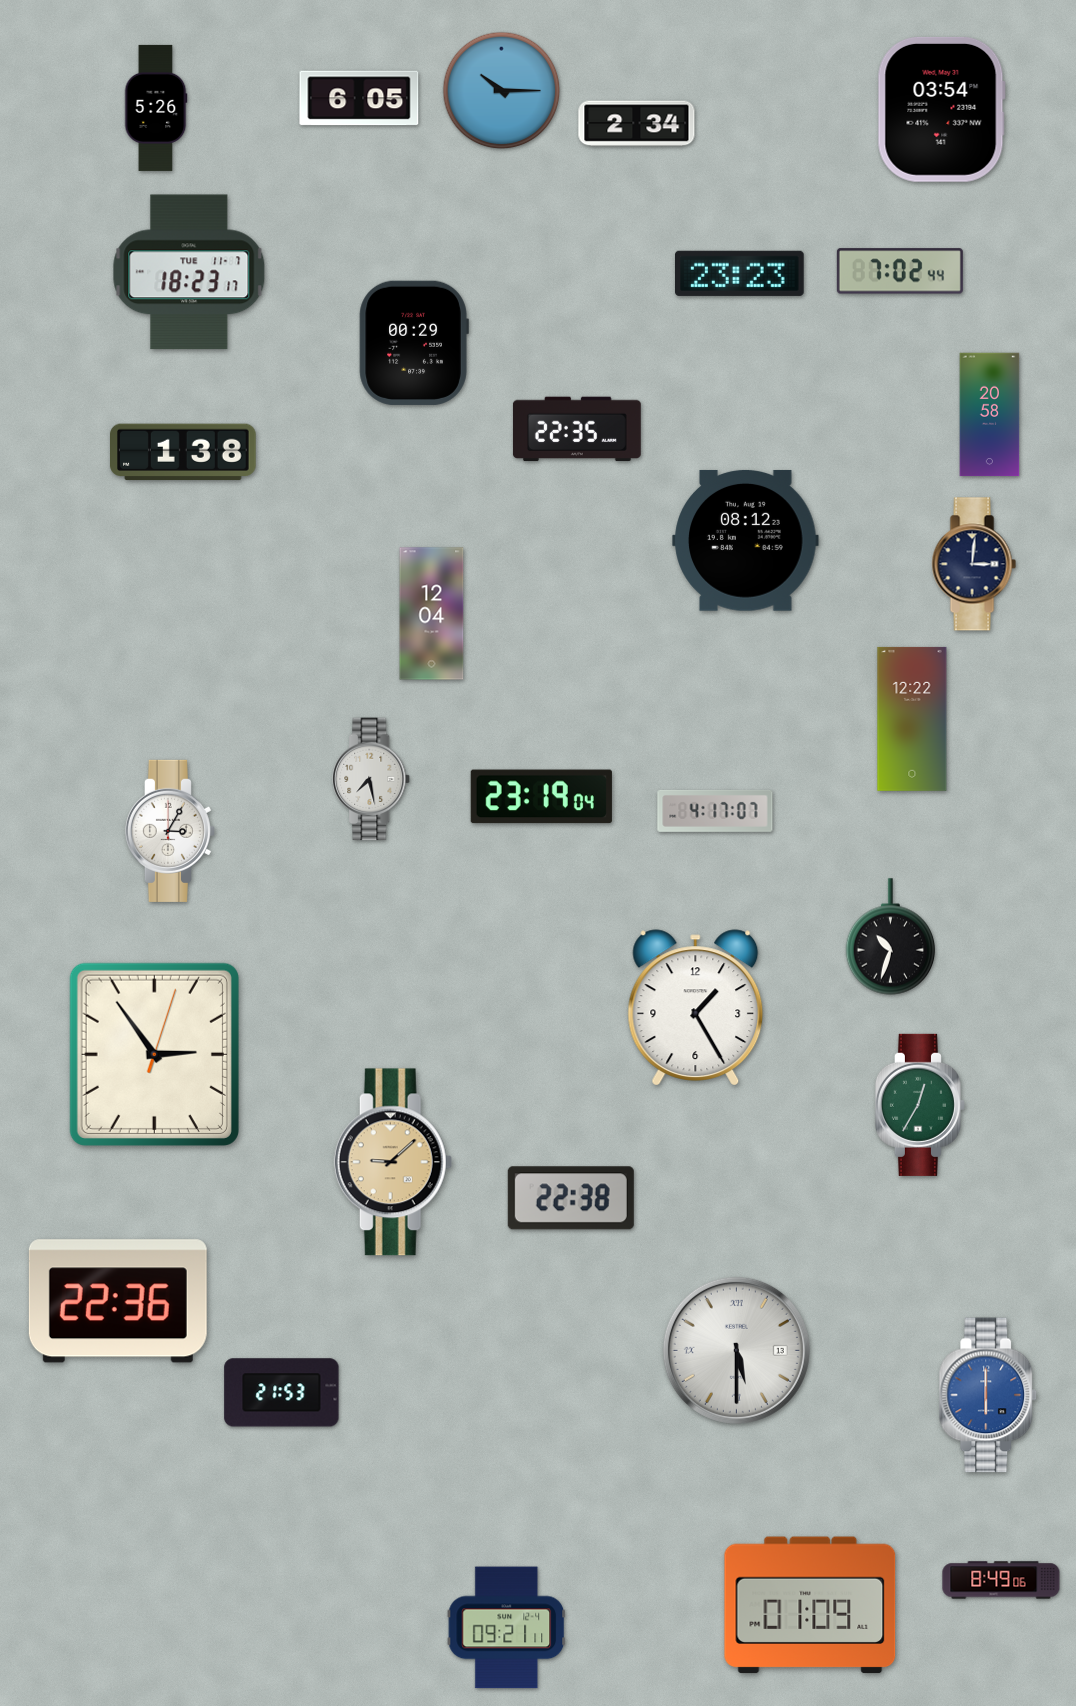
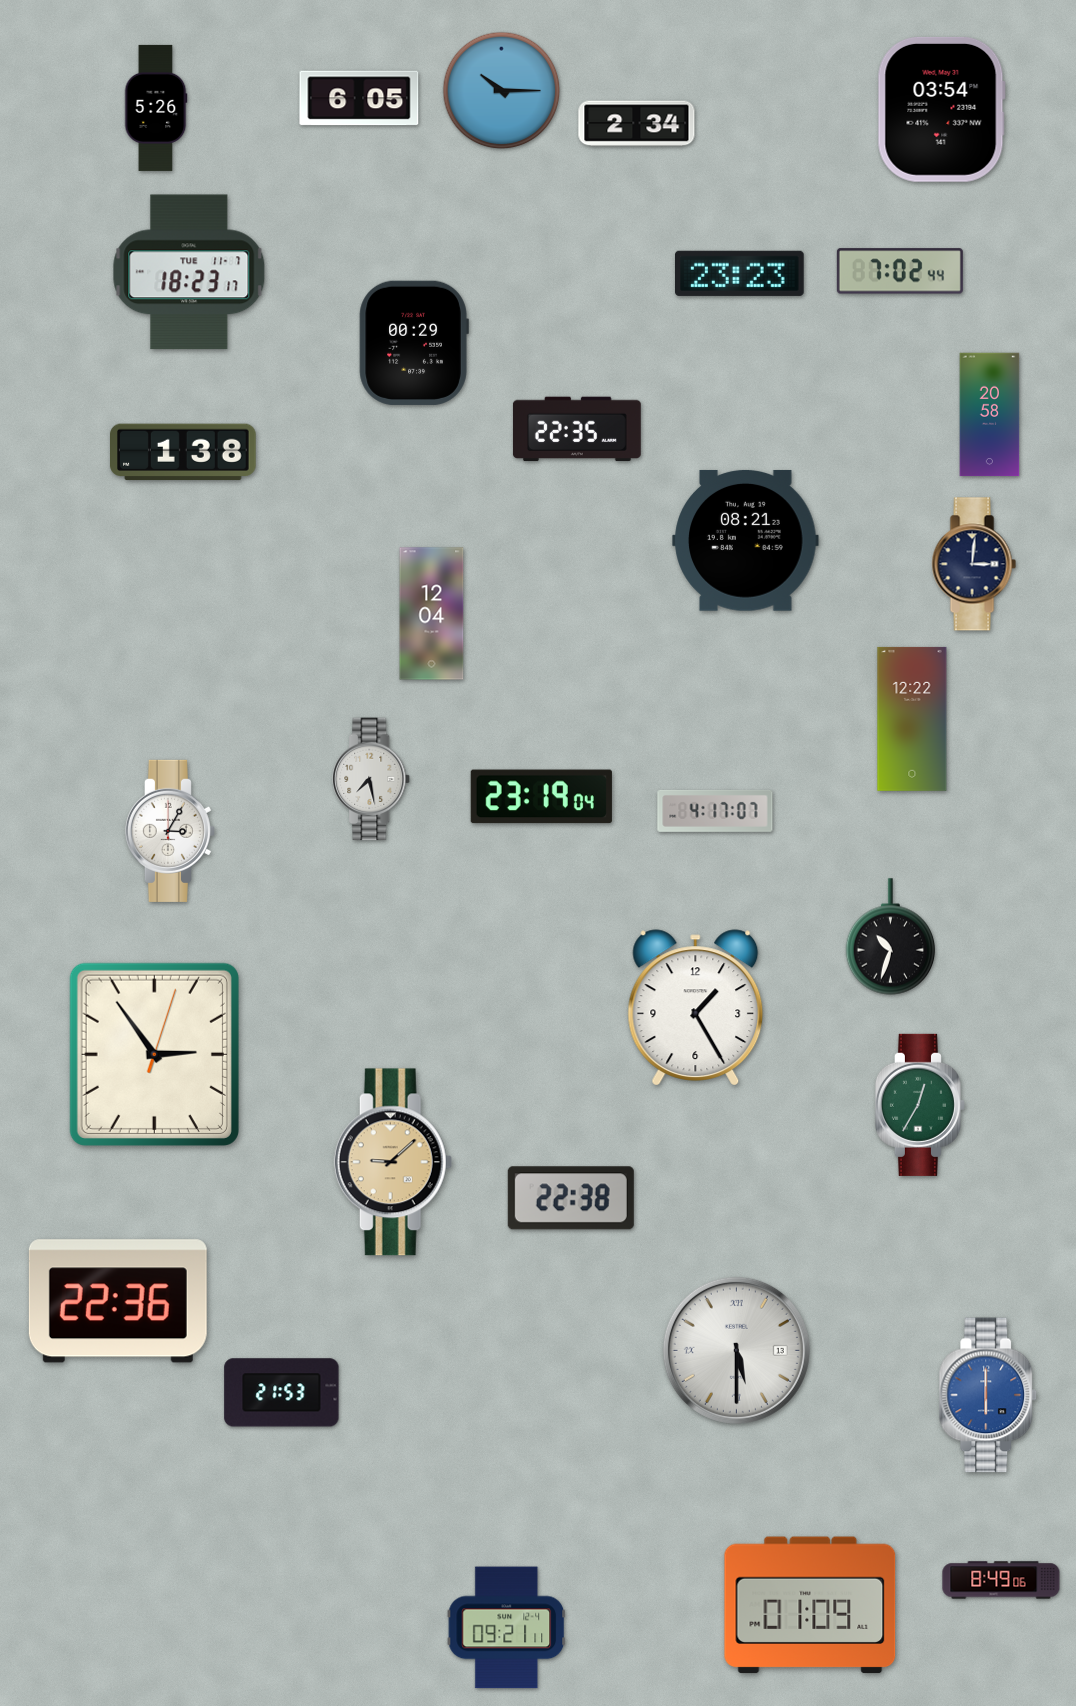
clock at (746, 541): 08:12 -> 08:21
